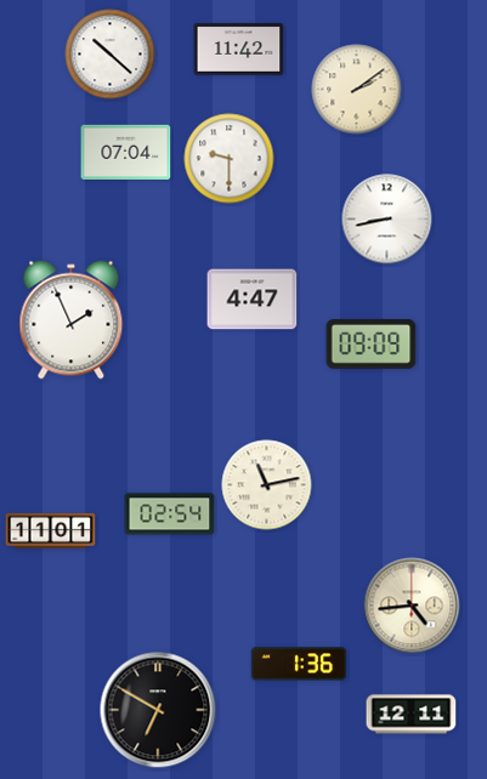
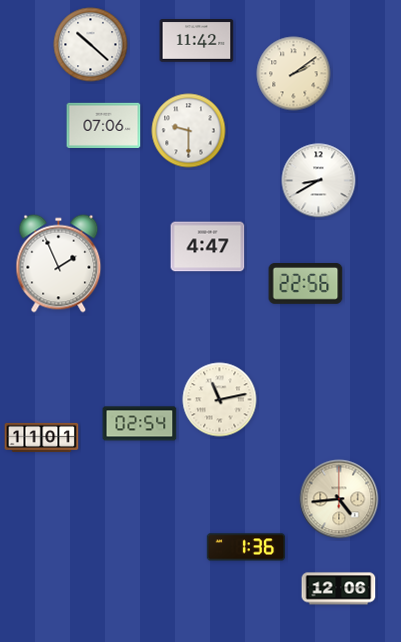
clock at (126, 152): 07:04 -> 07:06
clock at (387, 220): 8:43 -> 8:40
clock at (372, 345): 09:09 -> 22:56
clock at (158, 710): 6:50 -> none
clock at (412, 715): 12:11 -> 12:06
